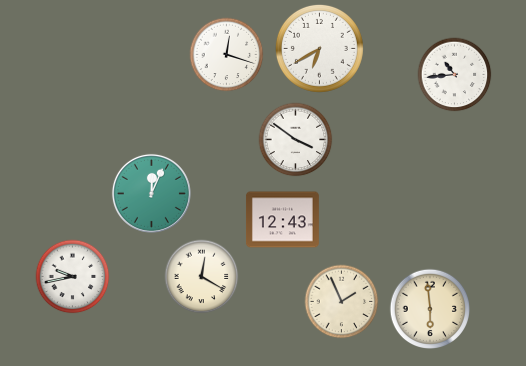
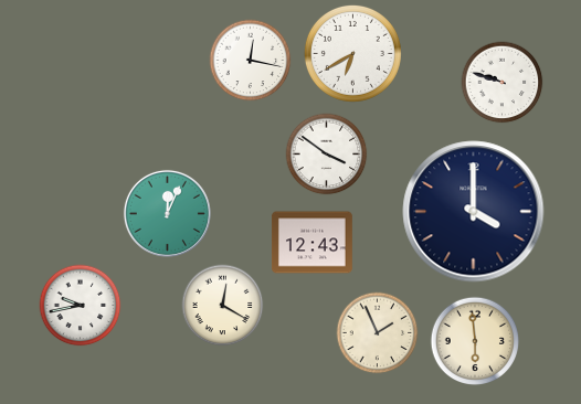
clock at (227, 55): 12:18 -> 12:17
clock at (455, 75): 10:44 -> 9:48
clock at (474, 212): none -> 4:00
